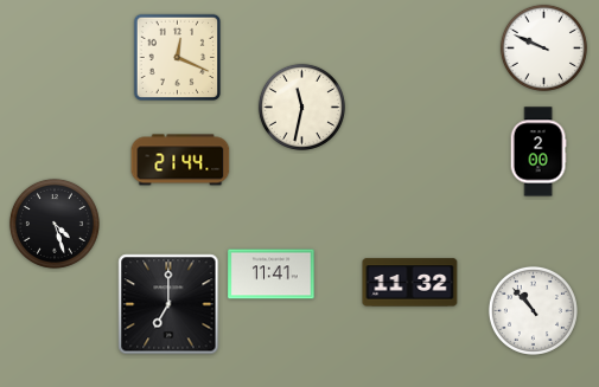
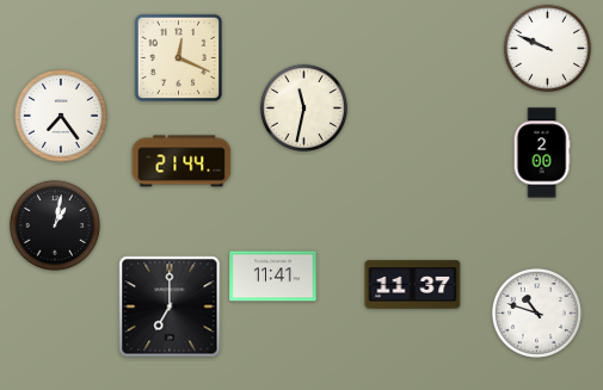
clock at (61, 116): none -> 7:24
clock at (55, 224): 4:27 -> 1:02
clock at (410, 283): 11:32 -> 11:37
clock at (533, 310): 10:53 -> 10:48
